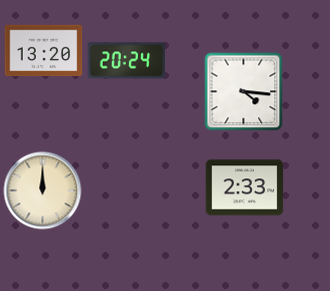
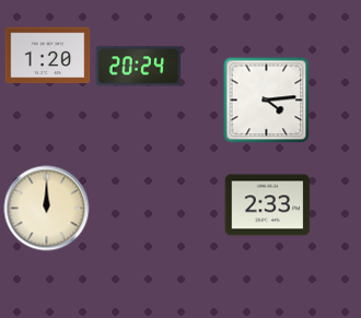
clock at (43, 51): 13:20 -> 1:20
clock at (243, 91): 4:16 -> 4:14
